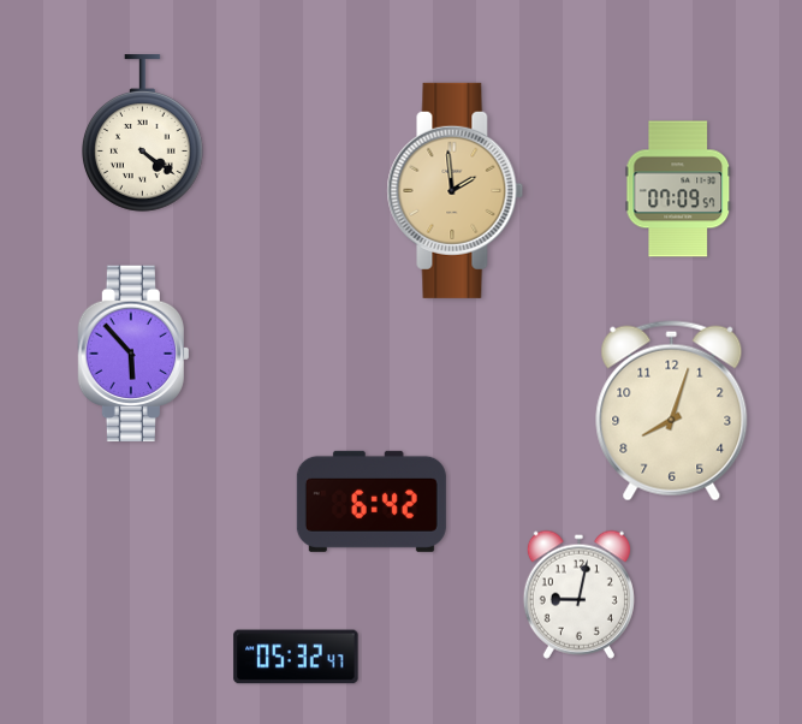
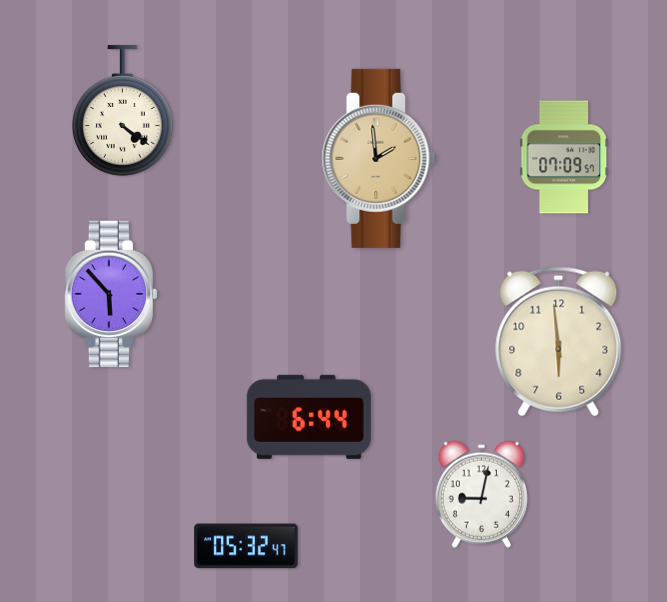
clock at (142, 133) position: (142, 133) -> (122, 111)
clock at (672, 411): 8:03 -> 5:59
clock at (372, 502): 6:42 -> 6:44
